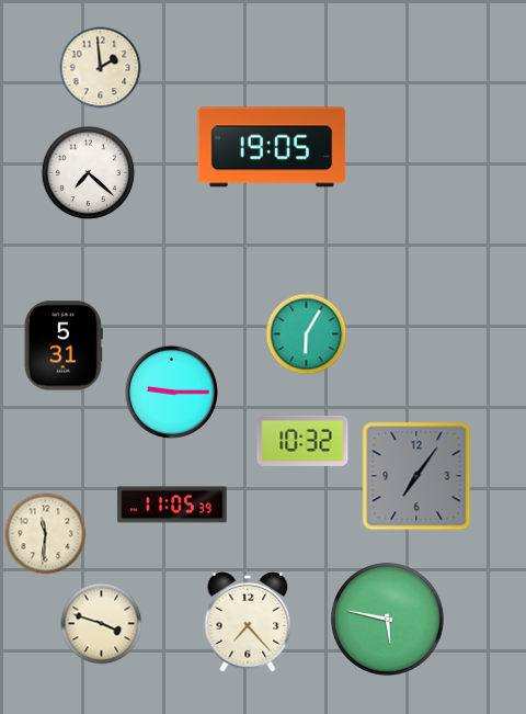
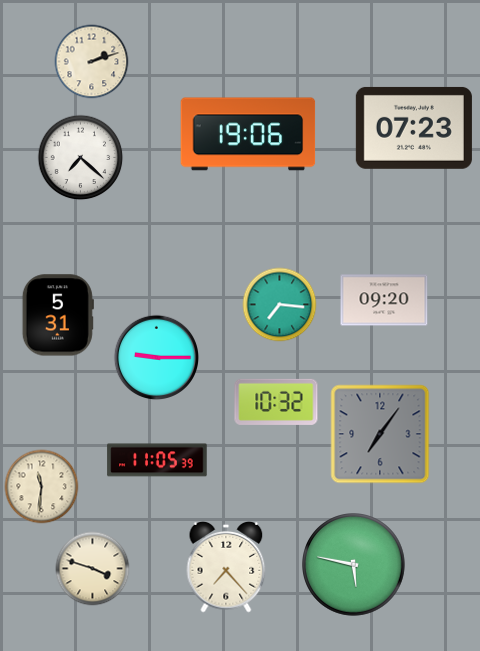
clock at (101, 68): 1:59 -> 2:12
clock at (414, 128): none -> 07:23
clock at (272, 147): 19:05 -> 19:06
clock at (384, 300): none -> 09:20
clock at (307, 335): 6:05 -> 7:16
